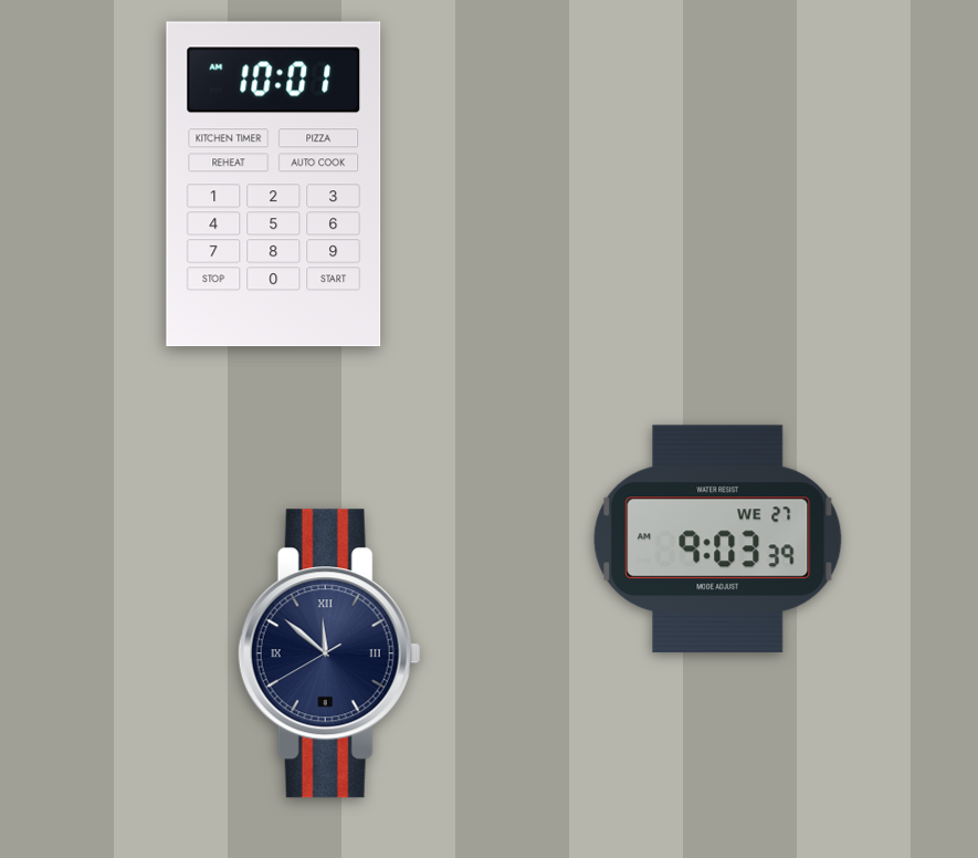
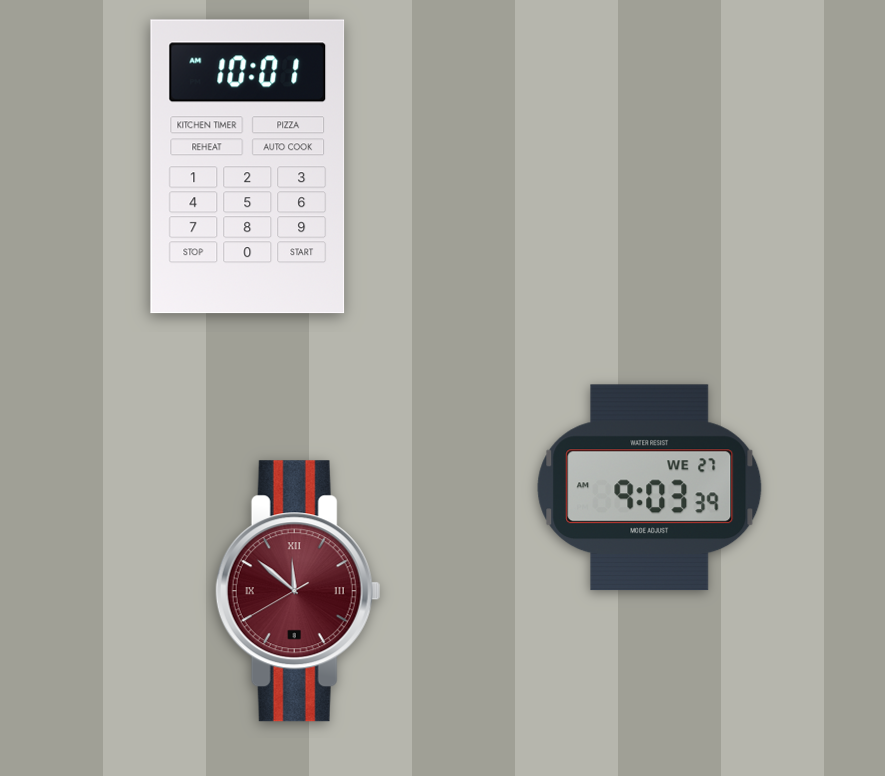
clock at (329, 653) dial: navy -> burgundy
